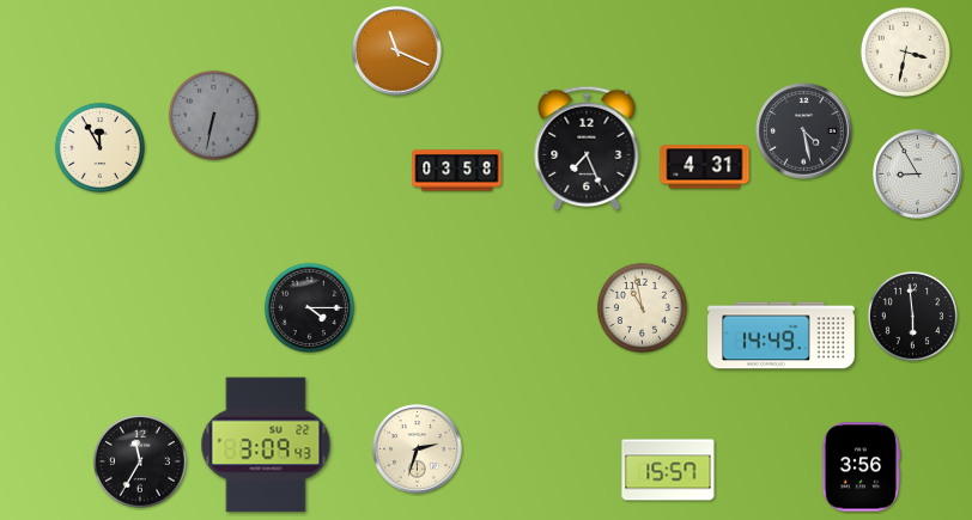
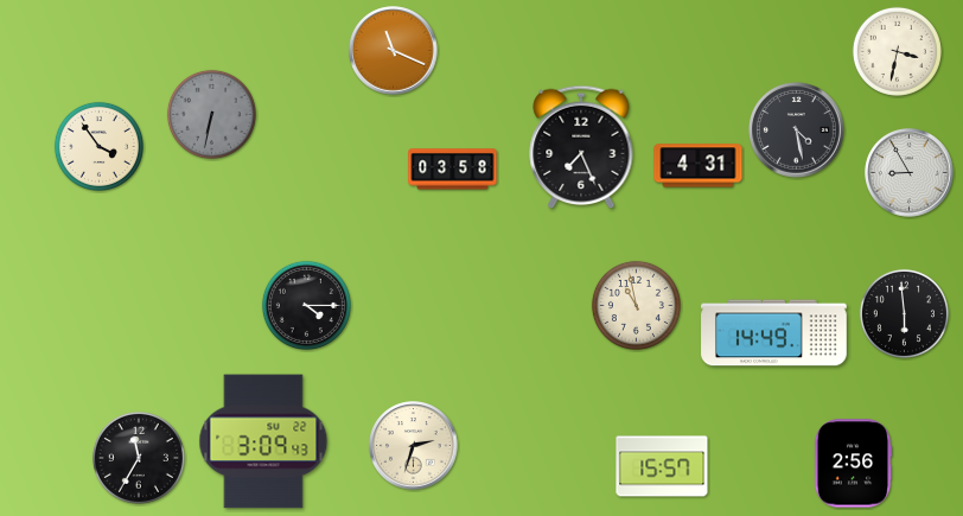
clock at (99, 147): 11:55 -> 3:54
clock at (861, 467): 3:56 -> 2:56
